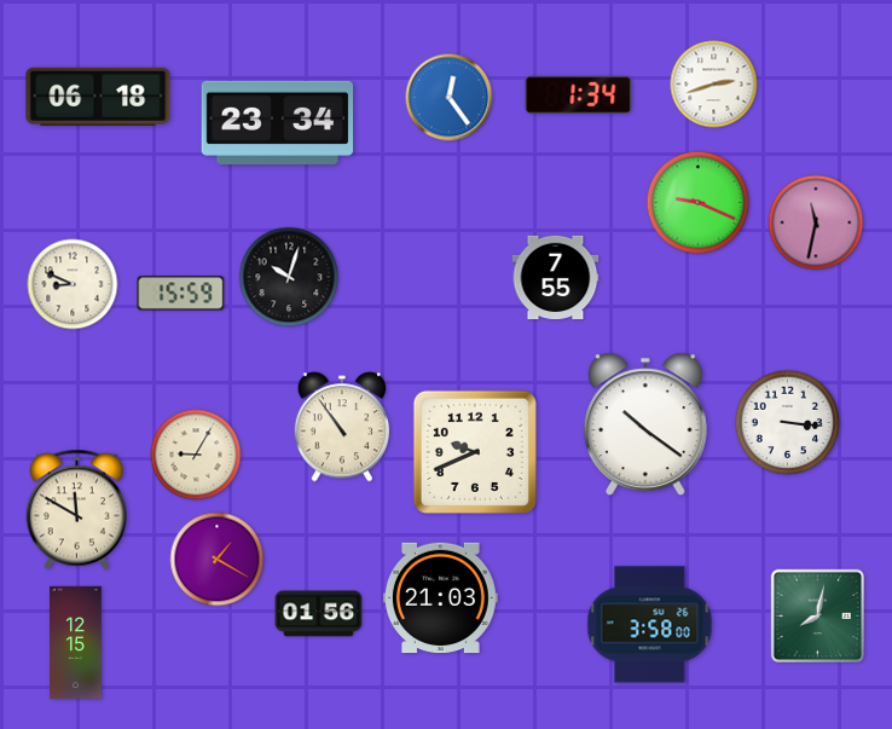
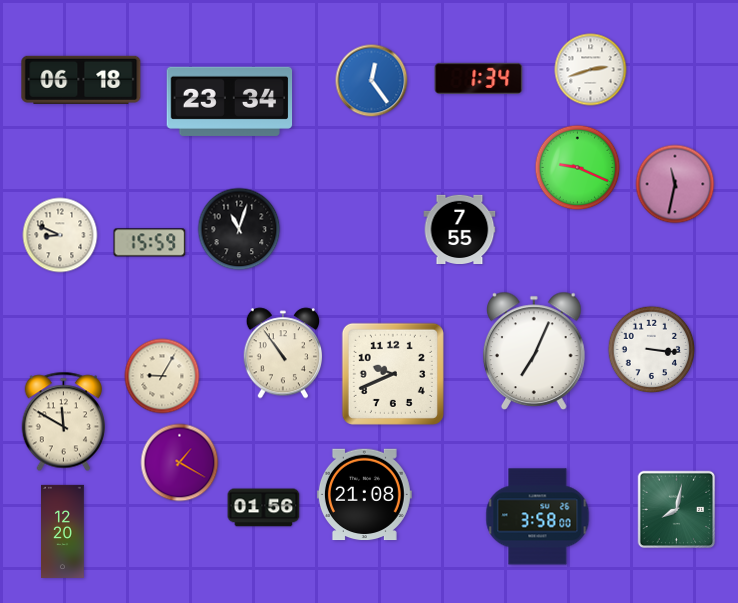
clock at (289, 277): 10:03 -> 11:03
clock at (647, 423): 10:21 -> 7:04
clock at (440, 598): 21:03 -> 21:08
clock at (76, 642): 12:15 -> 12:20
